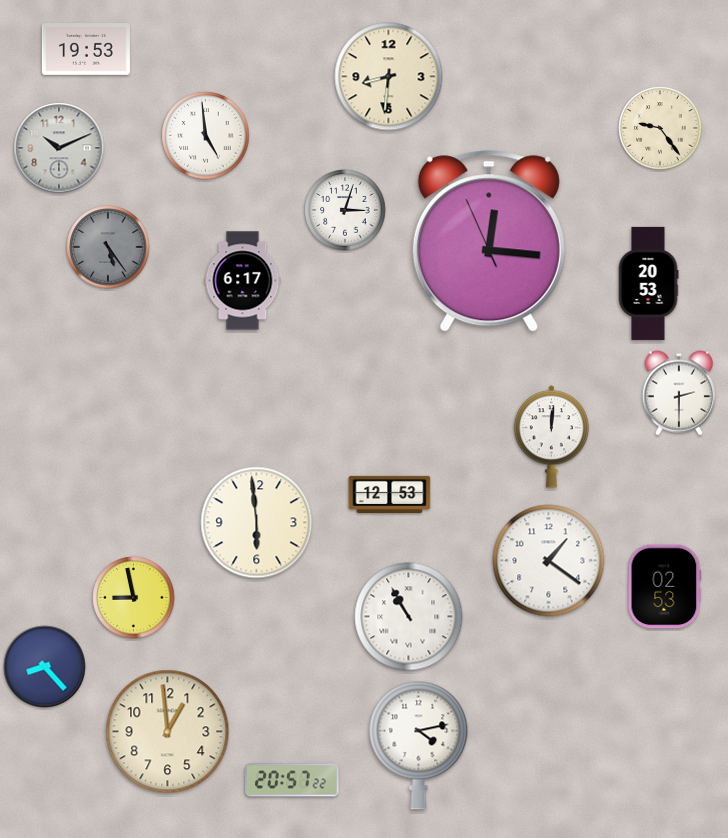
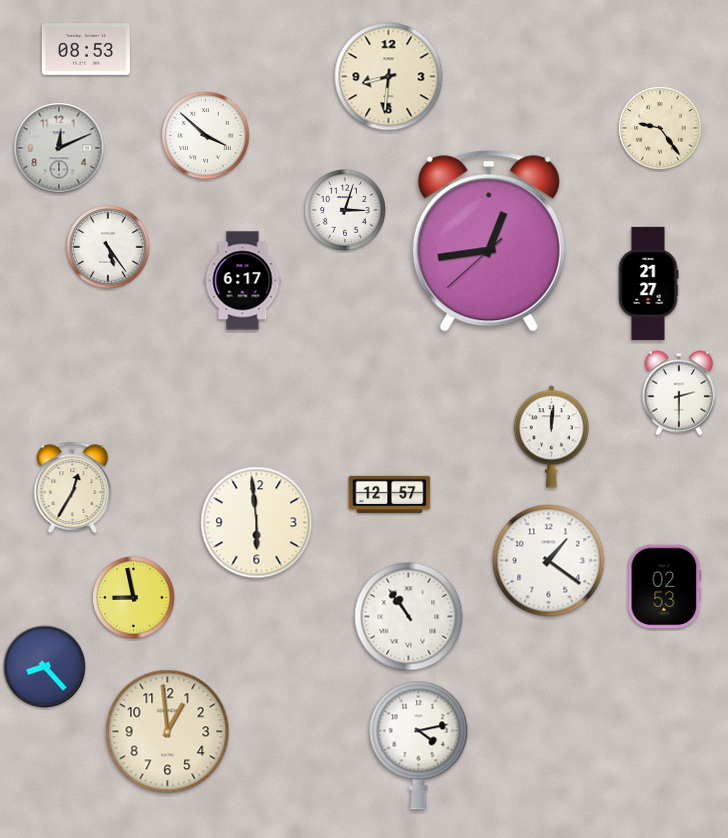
clock at (86, 50): 19:53 -> 08:53
clock at (206, 136): 4:59 -> 3:52
clock at (59, 148): 10:11 -> 12:11
clock at (489, 241): 12:15 -> 12:43
clock at (108, 247) dial: grey -> white
clock at (648, 283): 20:53 -> 21:27
clock at (73, 487): none -> 12:35
clock at (390, 494): 12:53 -> 12:57
clock at (409, 617): 10:55 -> 10:54
clock at (292, 780): 20:57 -> none
